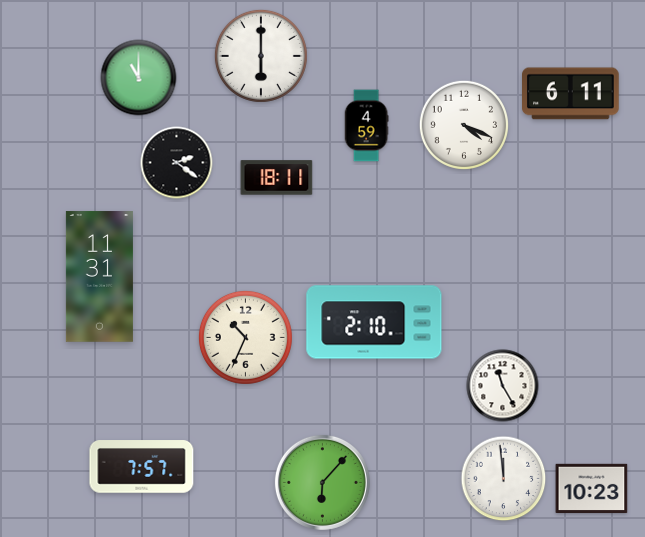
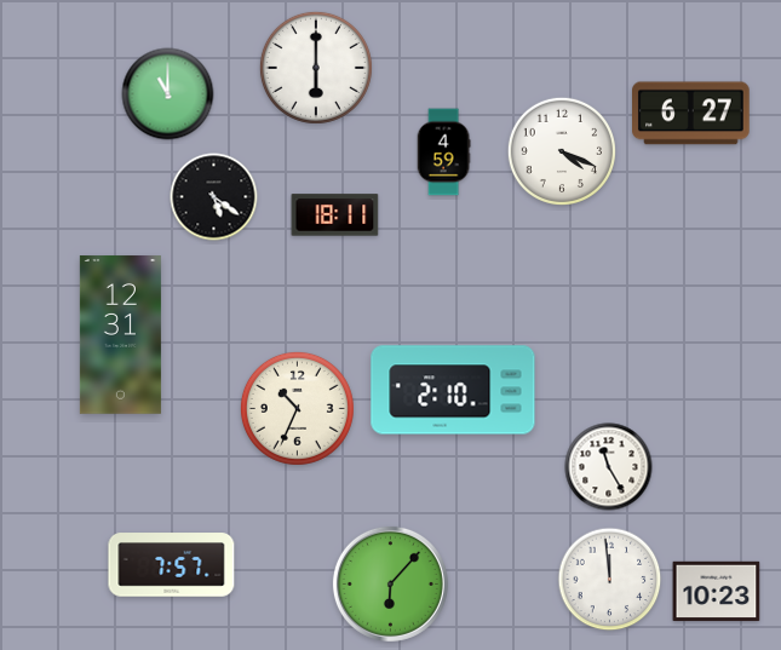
clock at (571, 94): 6:11 -> 6:27
clock at (177, 163): 2:21 -> 5:21
clock at (99, 277): 11:31 -> 12:31
